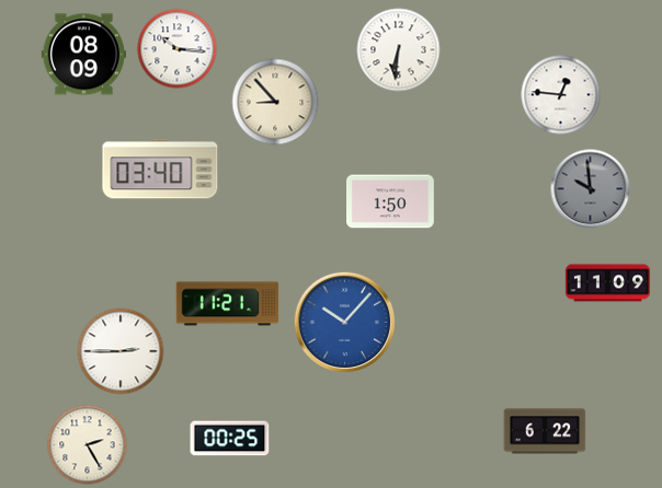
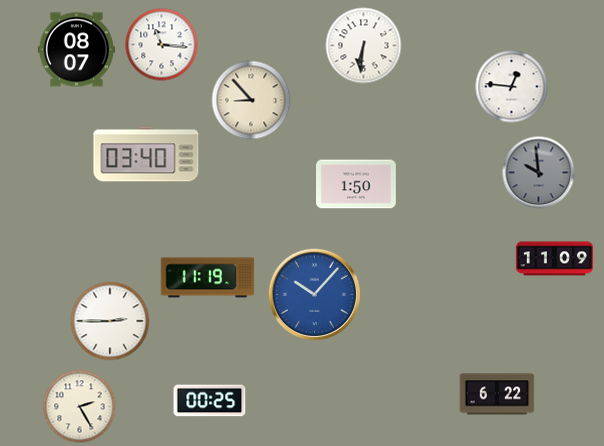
clock at (178, 49): 10:16 -> 11:16
clock at (83, 55): 08:09 -> 08:07
clock at (275, 102) position: (275, 102) -> (251, 100)
clock at (228, 304): 11:21 -> 11:19
